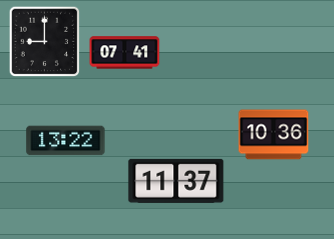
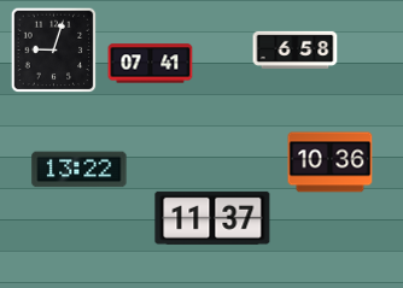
clock at (296, 49): none -> 6:58
clock at (45, 42): 9:00 -> 9:03
